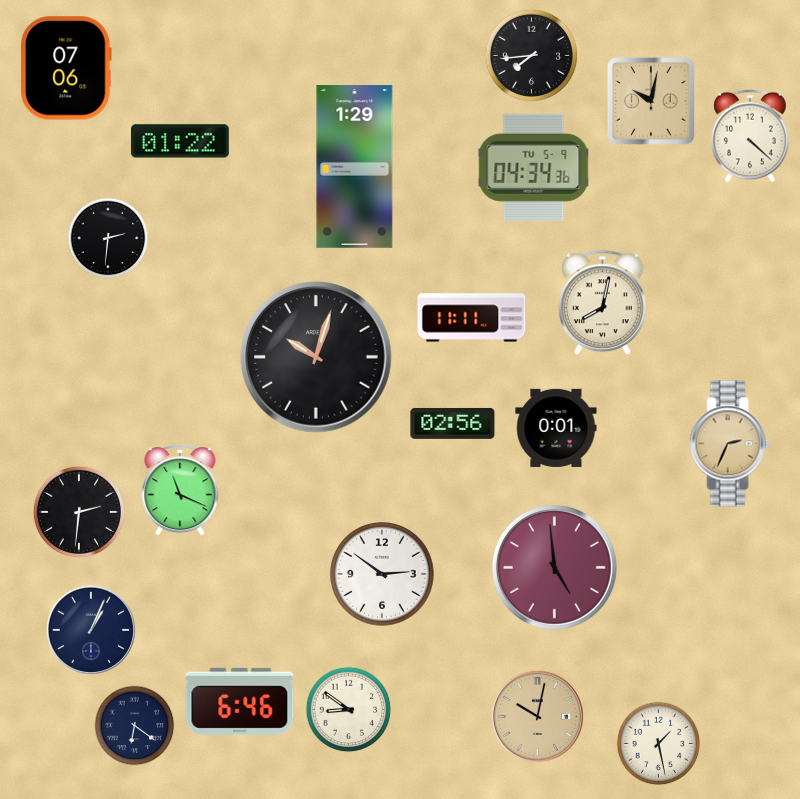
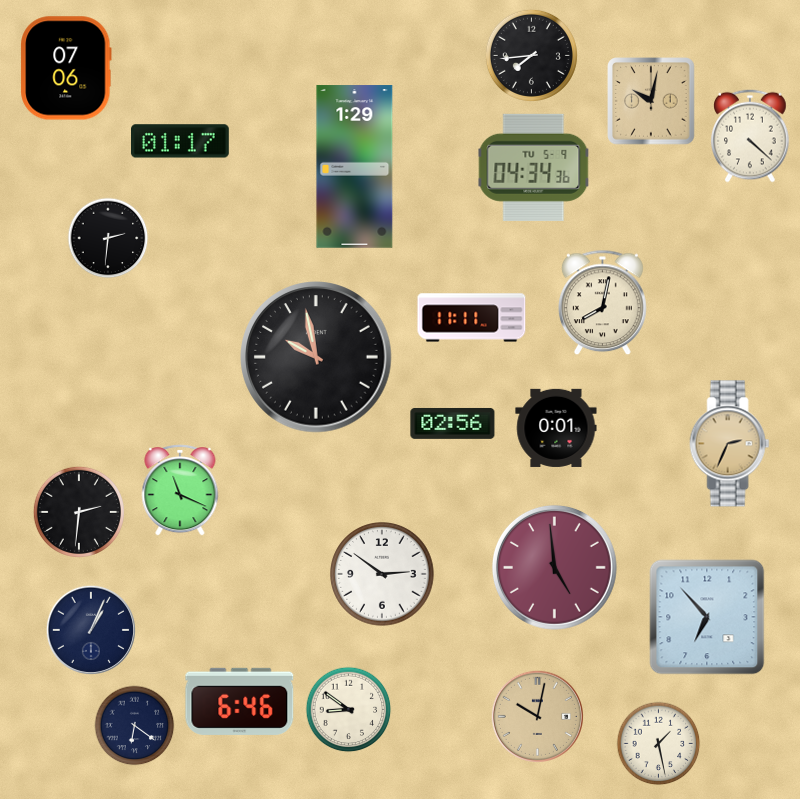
clock at (181, 141): 01:22 -> 01:17
clock at (316, 357): 10:03 -> 9:58
clock at (707, 617): none -> 6:53
